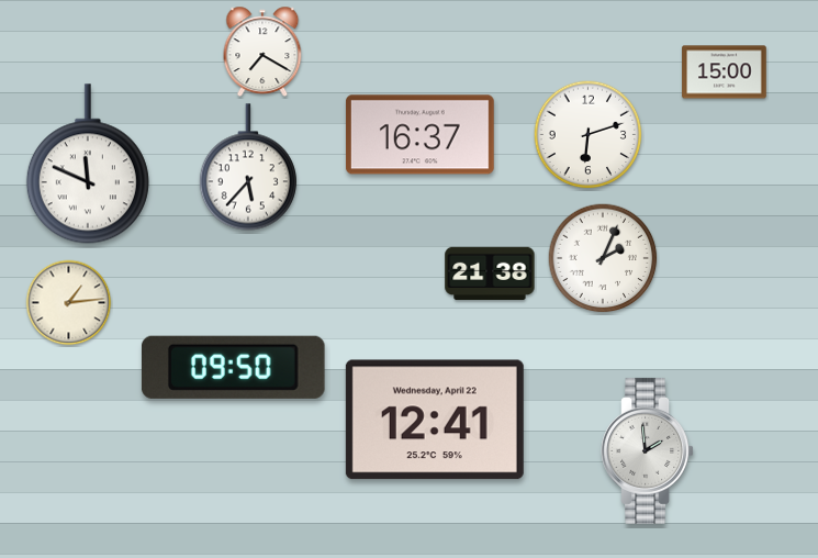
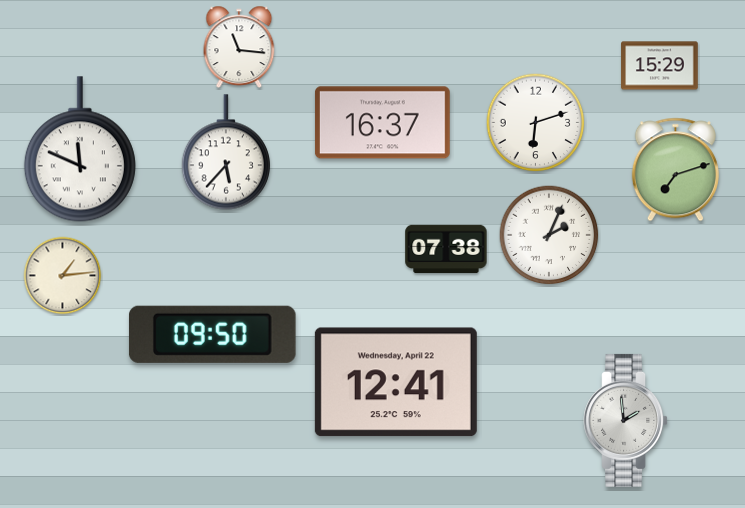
clock at (262, 51): 7:20 -> 11:16
clock at (725, 72): 15:00 -> 15:29
clock at (675, 170): none -> 7:12
clock at (490, 274): 21:38 -> 07:38
clock at (648, 450) position: (648, 450) -> (626, 420)
